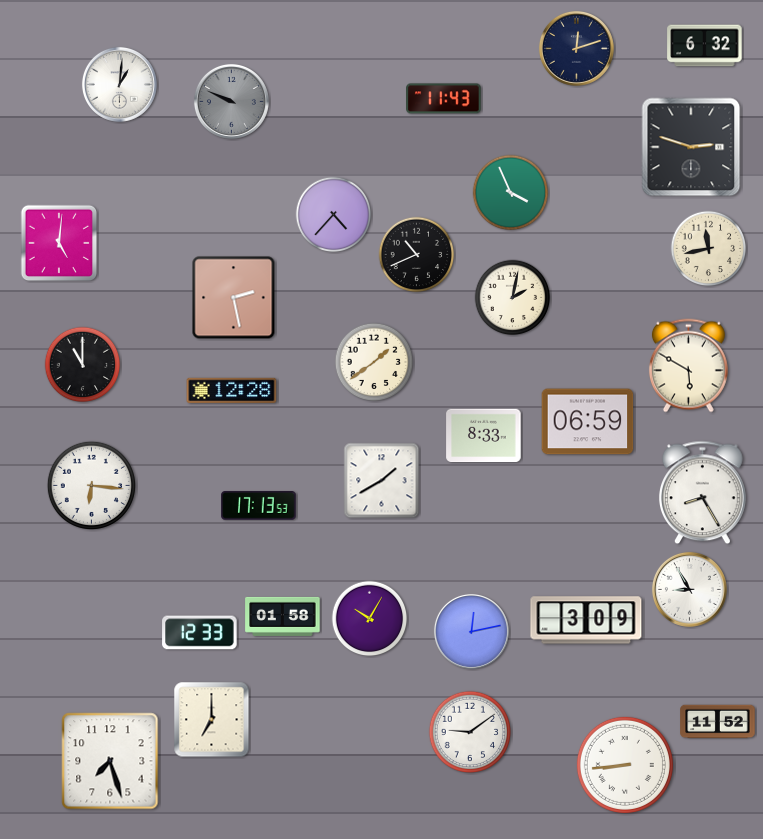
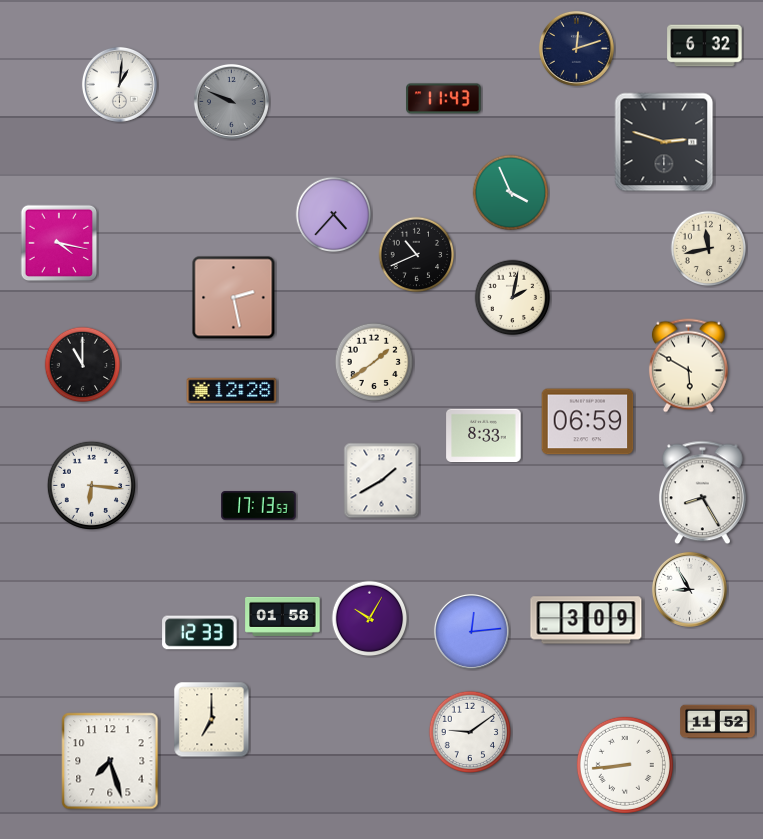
clock at (691, 147) position: (691, 147) -> (664, 142)
clock at (59, 243): 5:01 -> 4:17
clock at (471, 631): 12:13 -> 12:14
